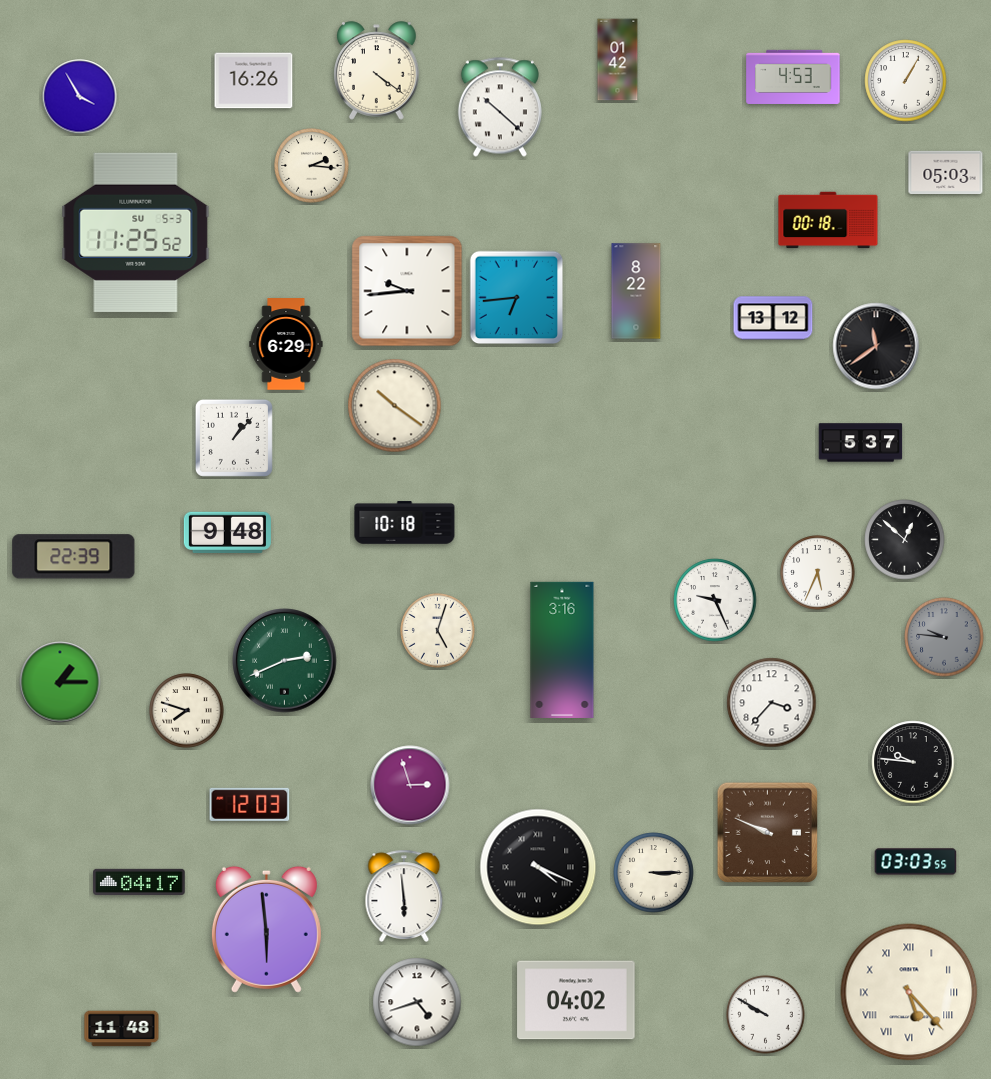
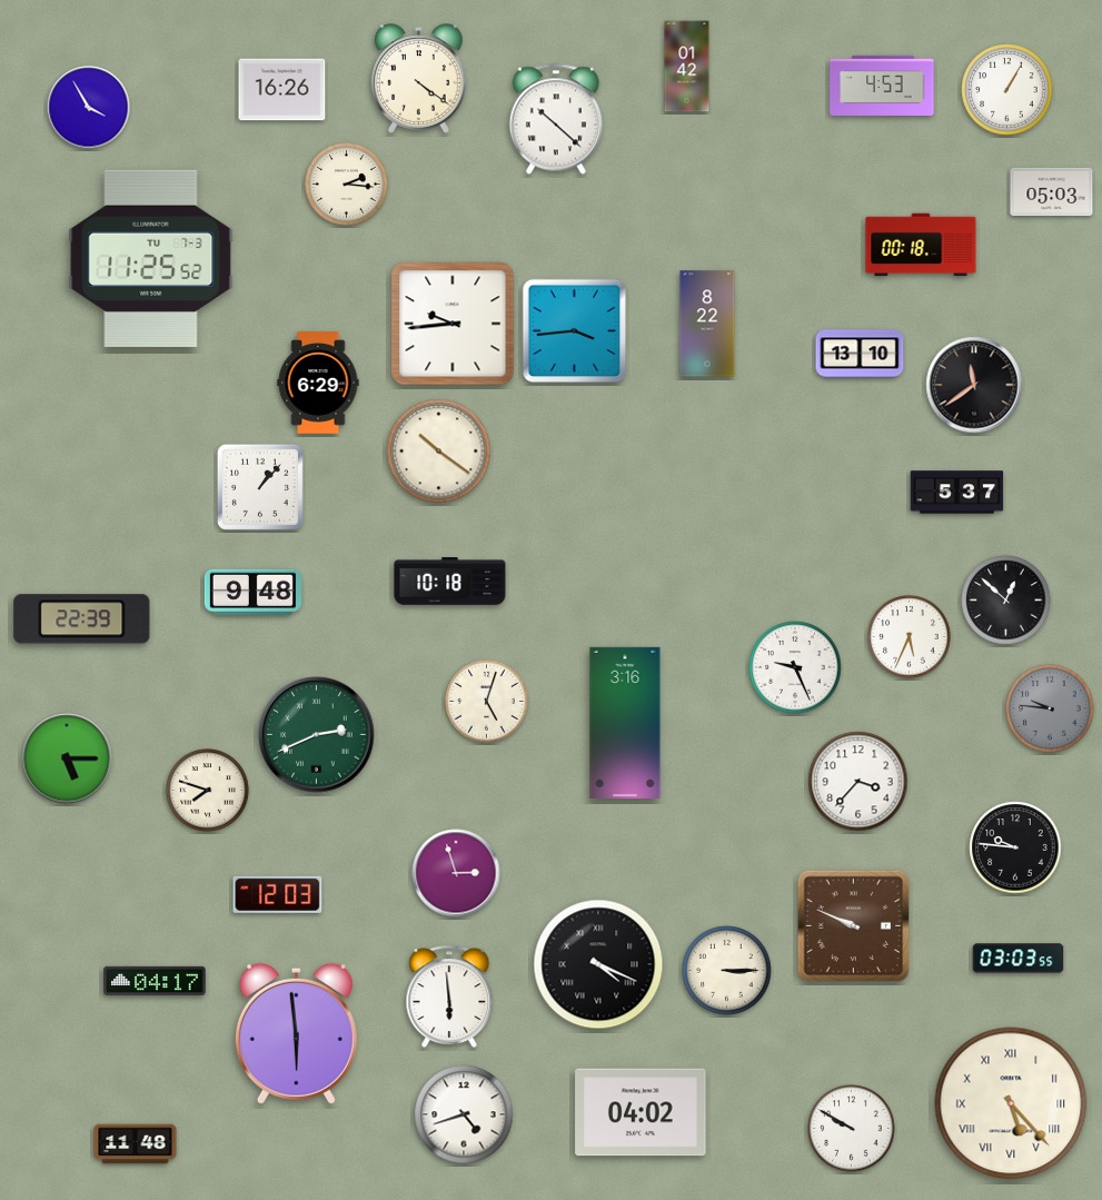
clock at (136, 232) date: SU 5-3 -> TU 7-3
clock at (517, 298): 6:44 -> 3:44
clock at (773, 318): 13:12 -> 13:10
clock at (60, 682): 1:15 -> 5:15
